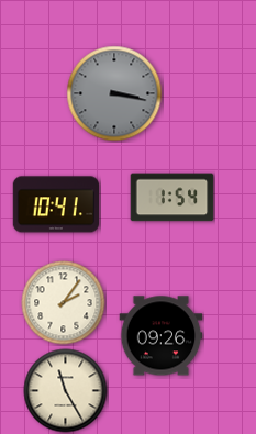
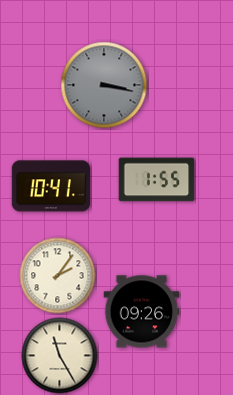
clock at (172, 198): 1:54 -> 1:55
clock at (162, 336) position: (162, 336) -> (142, 312)
